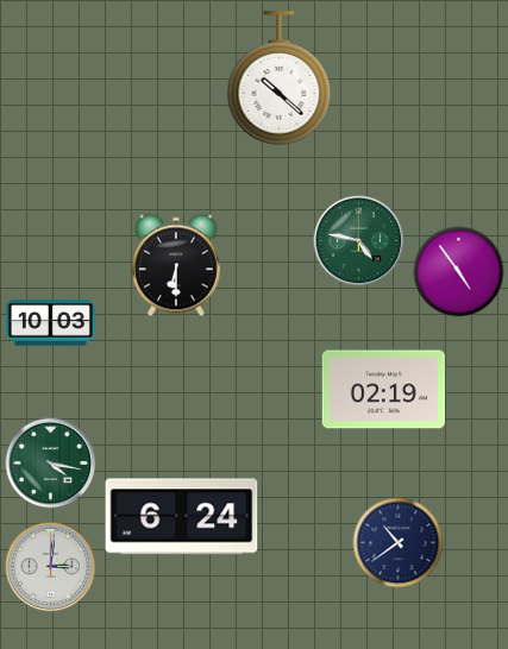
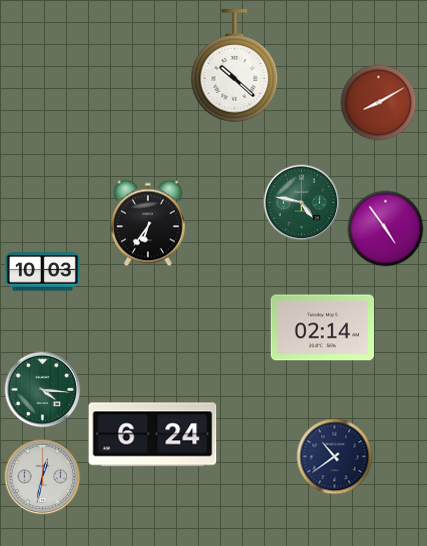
clock at (379, 103): none -> 8:10
clock at (176, 265): 6:30 -> 6:36
clock at (383, 390): 02:19 -> 02:14
clock at (51, 464): 4:17 -> 4:16
clock at (51, 567): 3:01 -> 12:32
